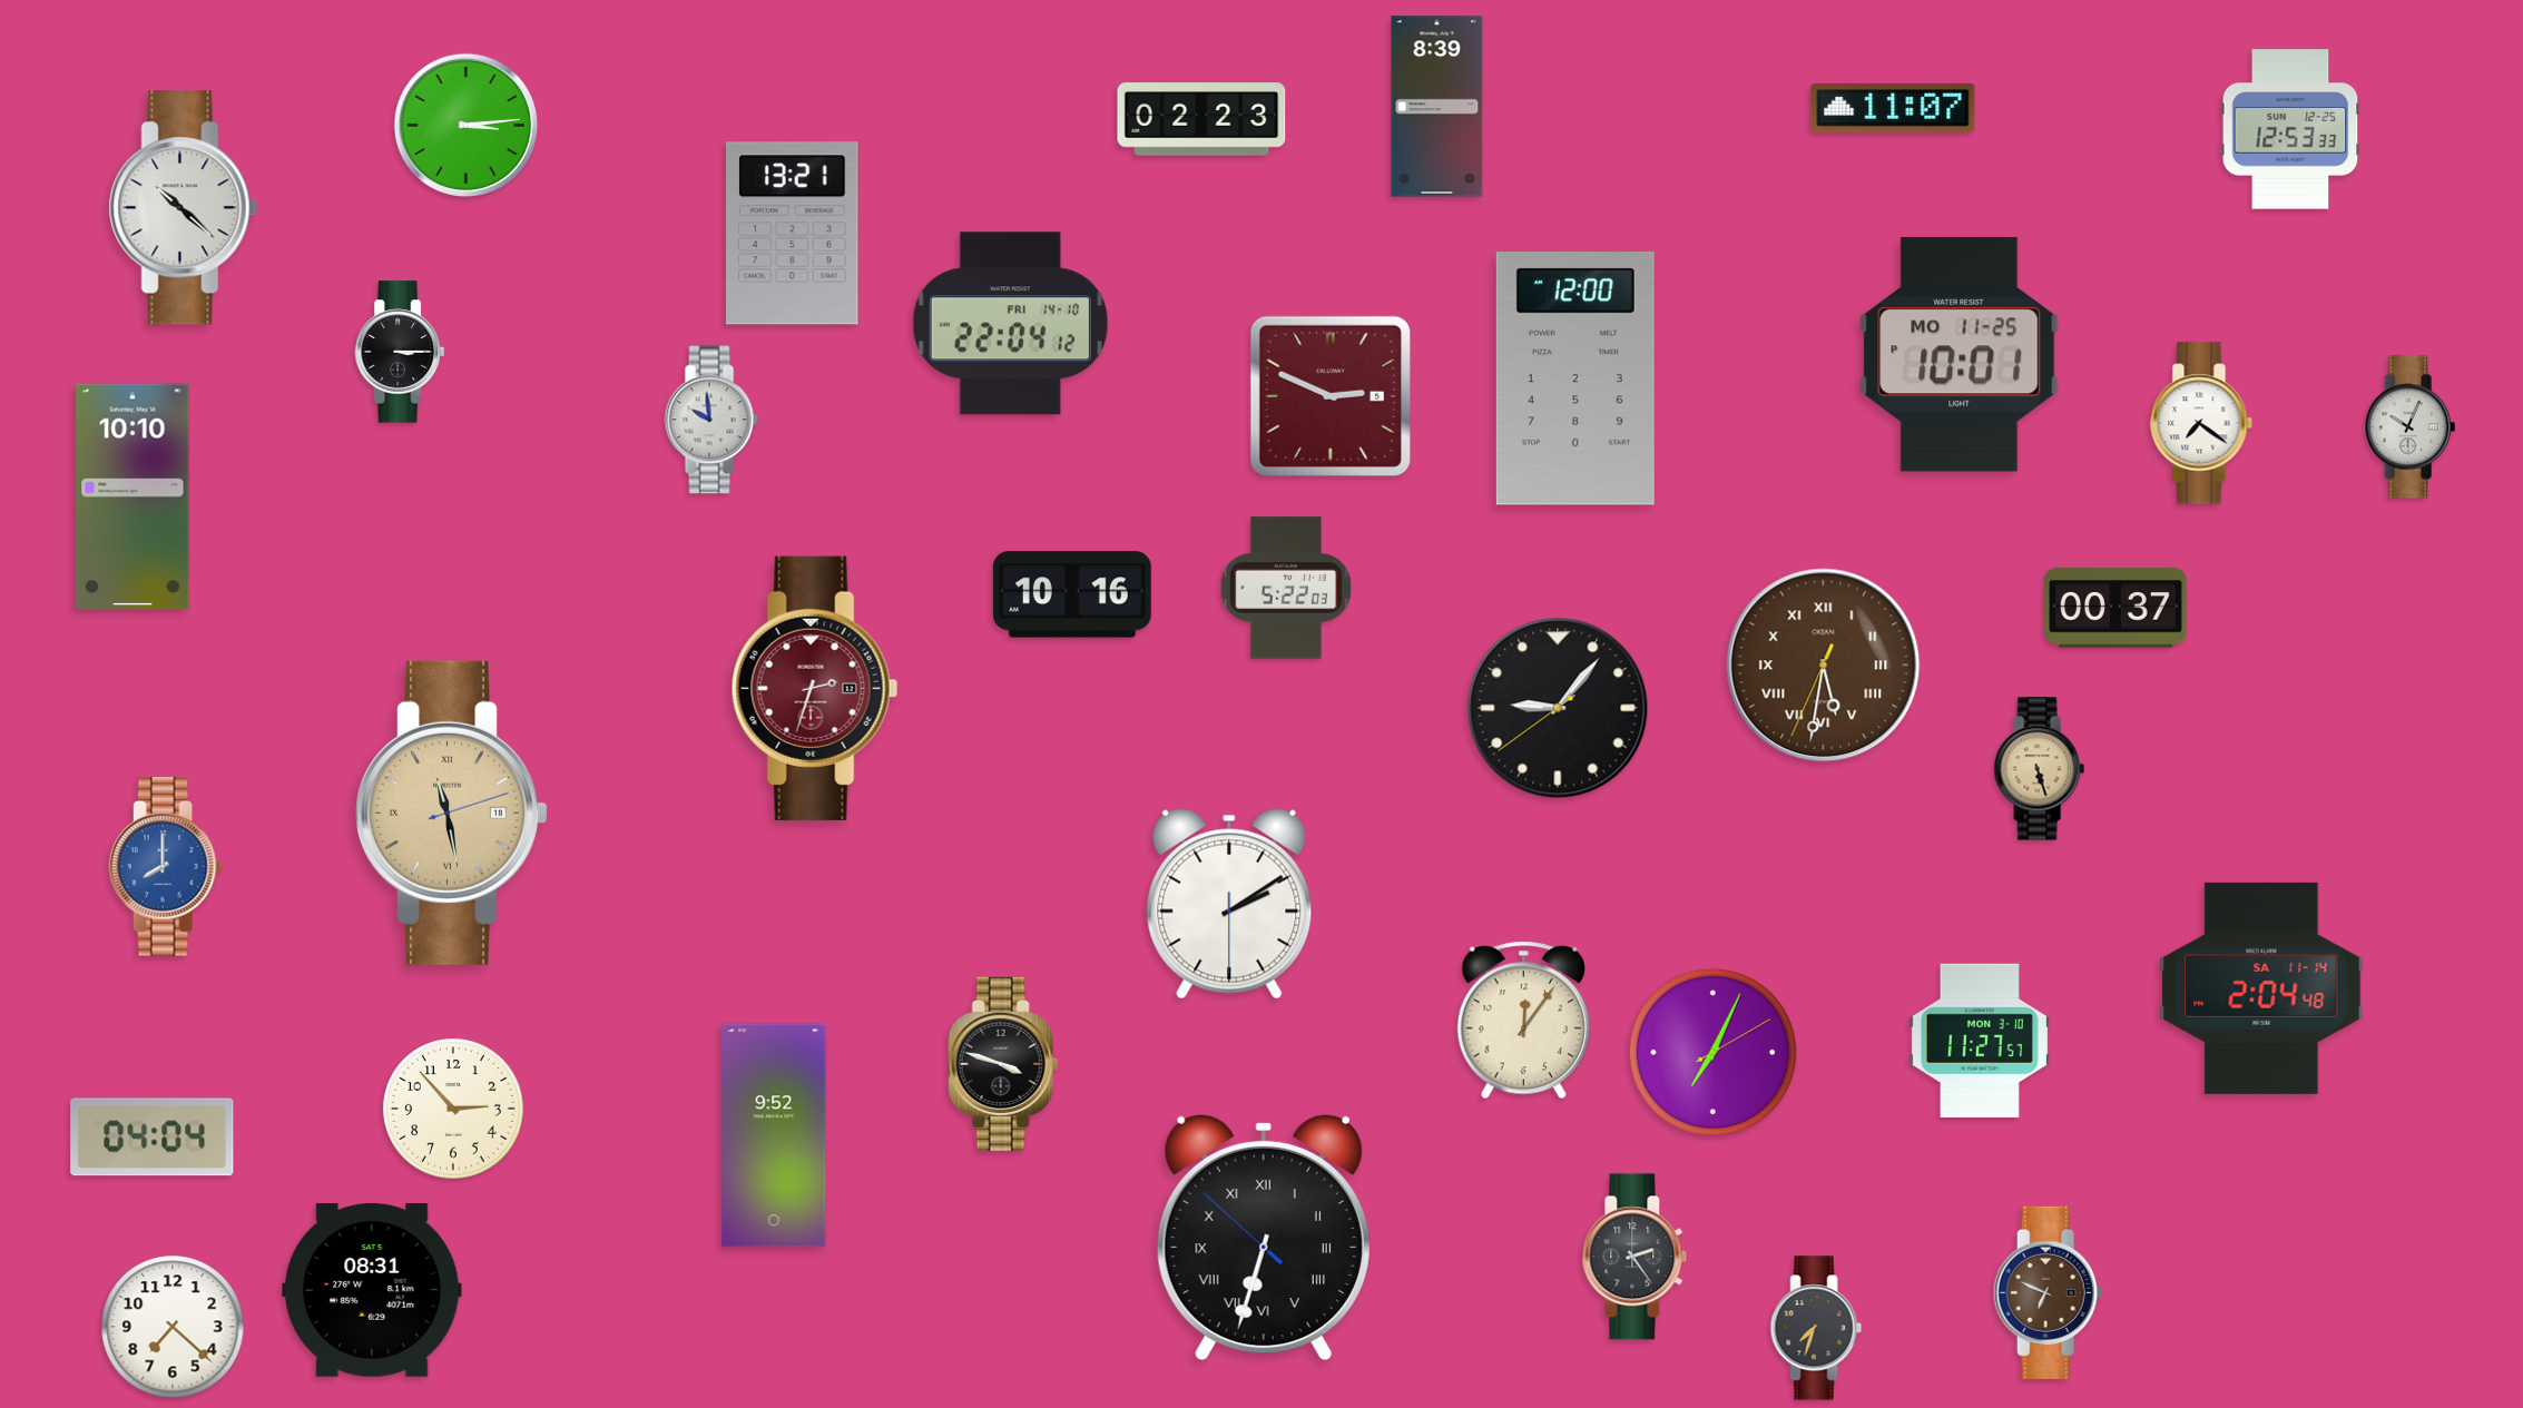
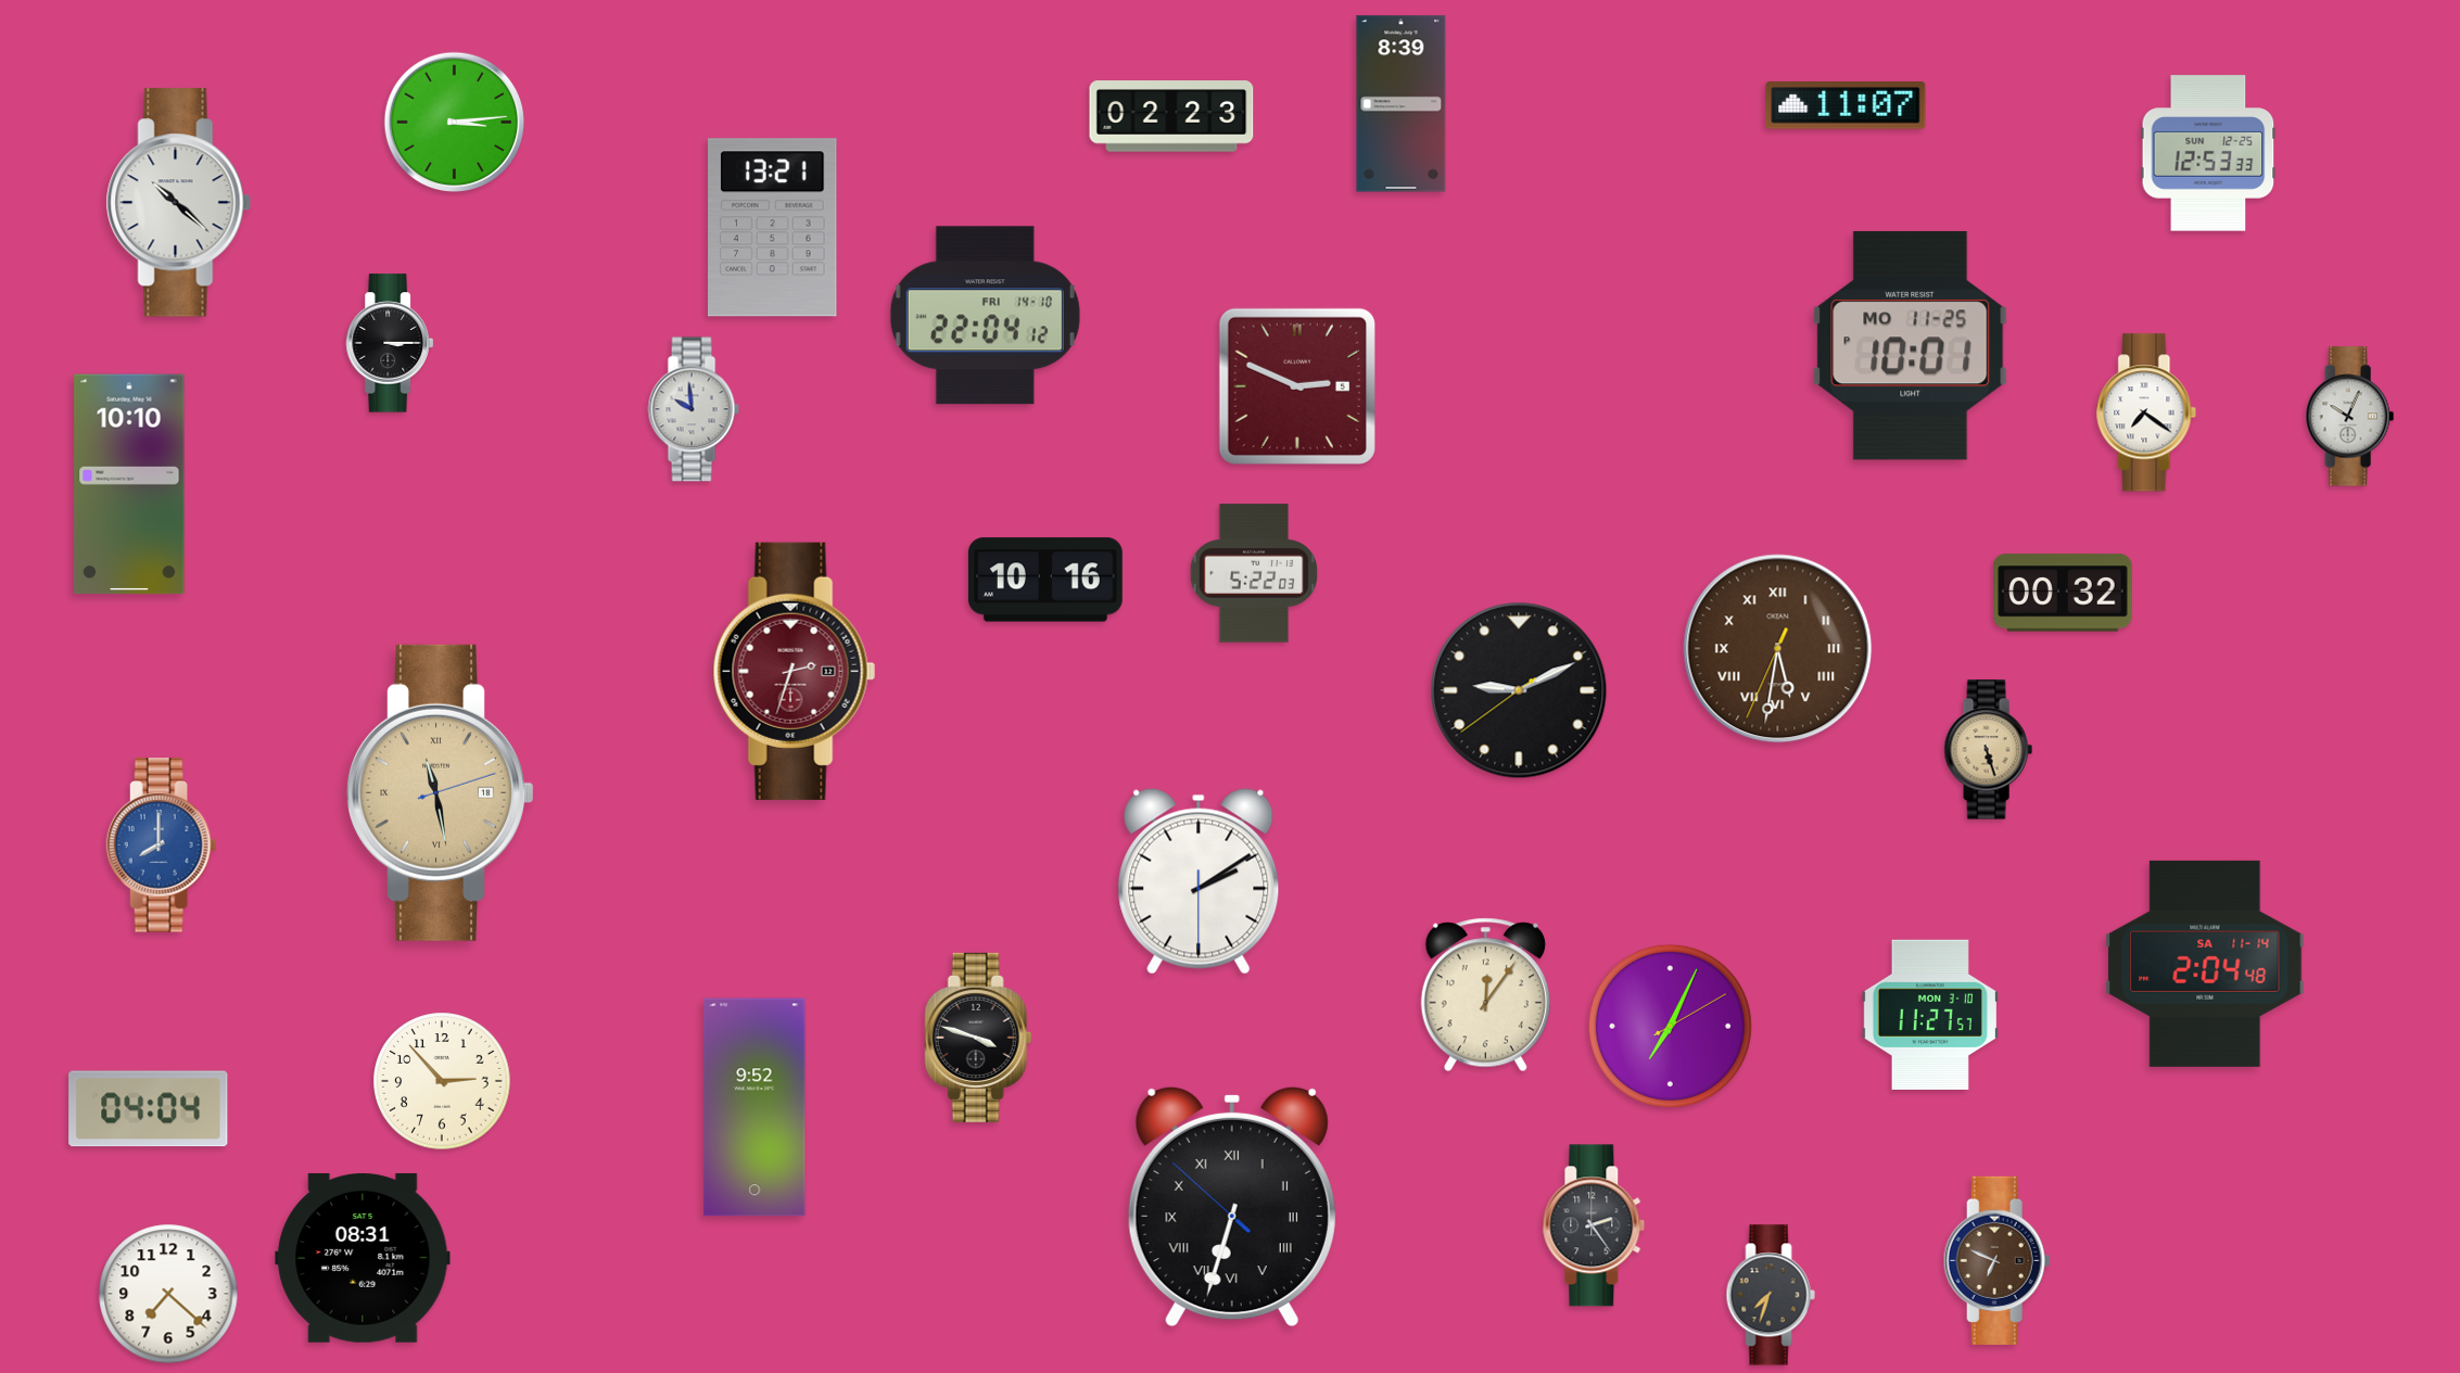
clock at (2290, 129) position: (2290, 129) -> (2208, 153)
clock at (1575, 378): 12:00 -> none
clock at (2115, 608): 00:37 -> 00:32
clock at (1558, 708): 9:06 -> 9:10
